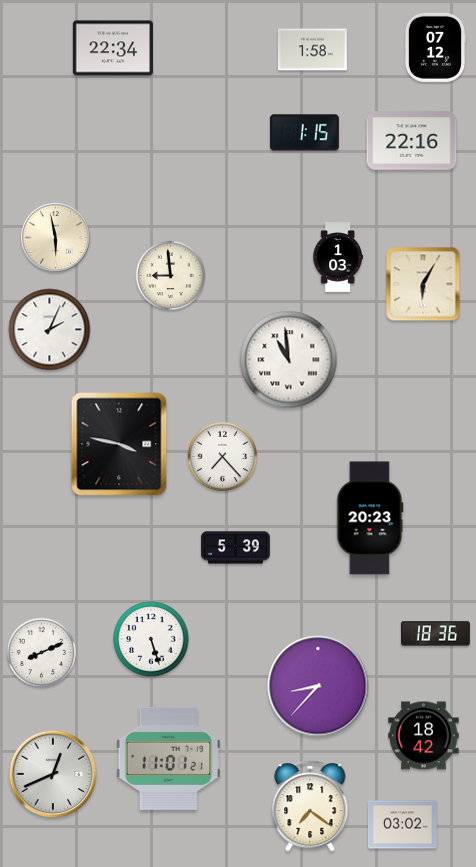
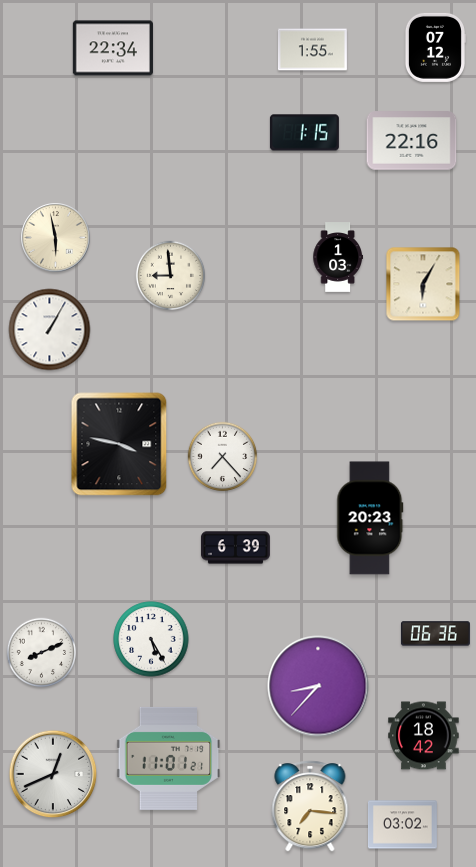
clock at (312, 50): 1:58 -> 1:55
clock at (50, 330): 2:04 -> 1:05
clock at (289, 360): 10:59 -> none
clock at (235, 548): 5:39 -> 6:39
clock at (435, 634): 18:36 -> 06:36
clock at (151, 639): 5:27 -> 5:25
clock at (310, 806): 7:21 -> 7:16
